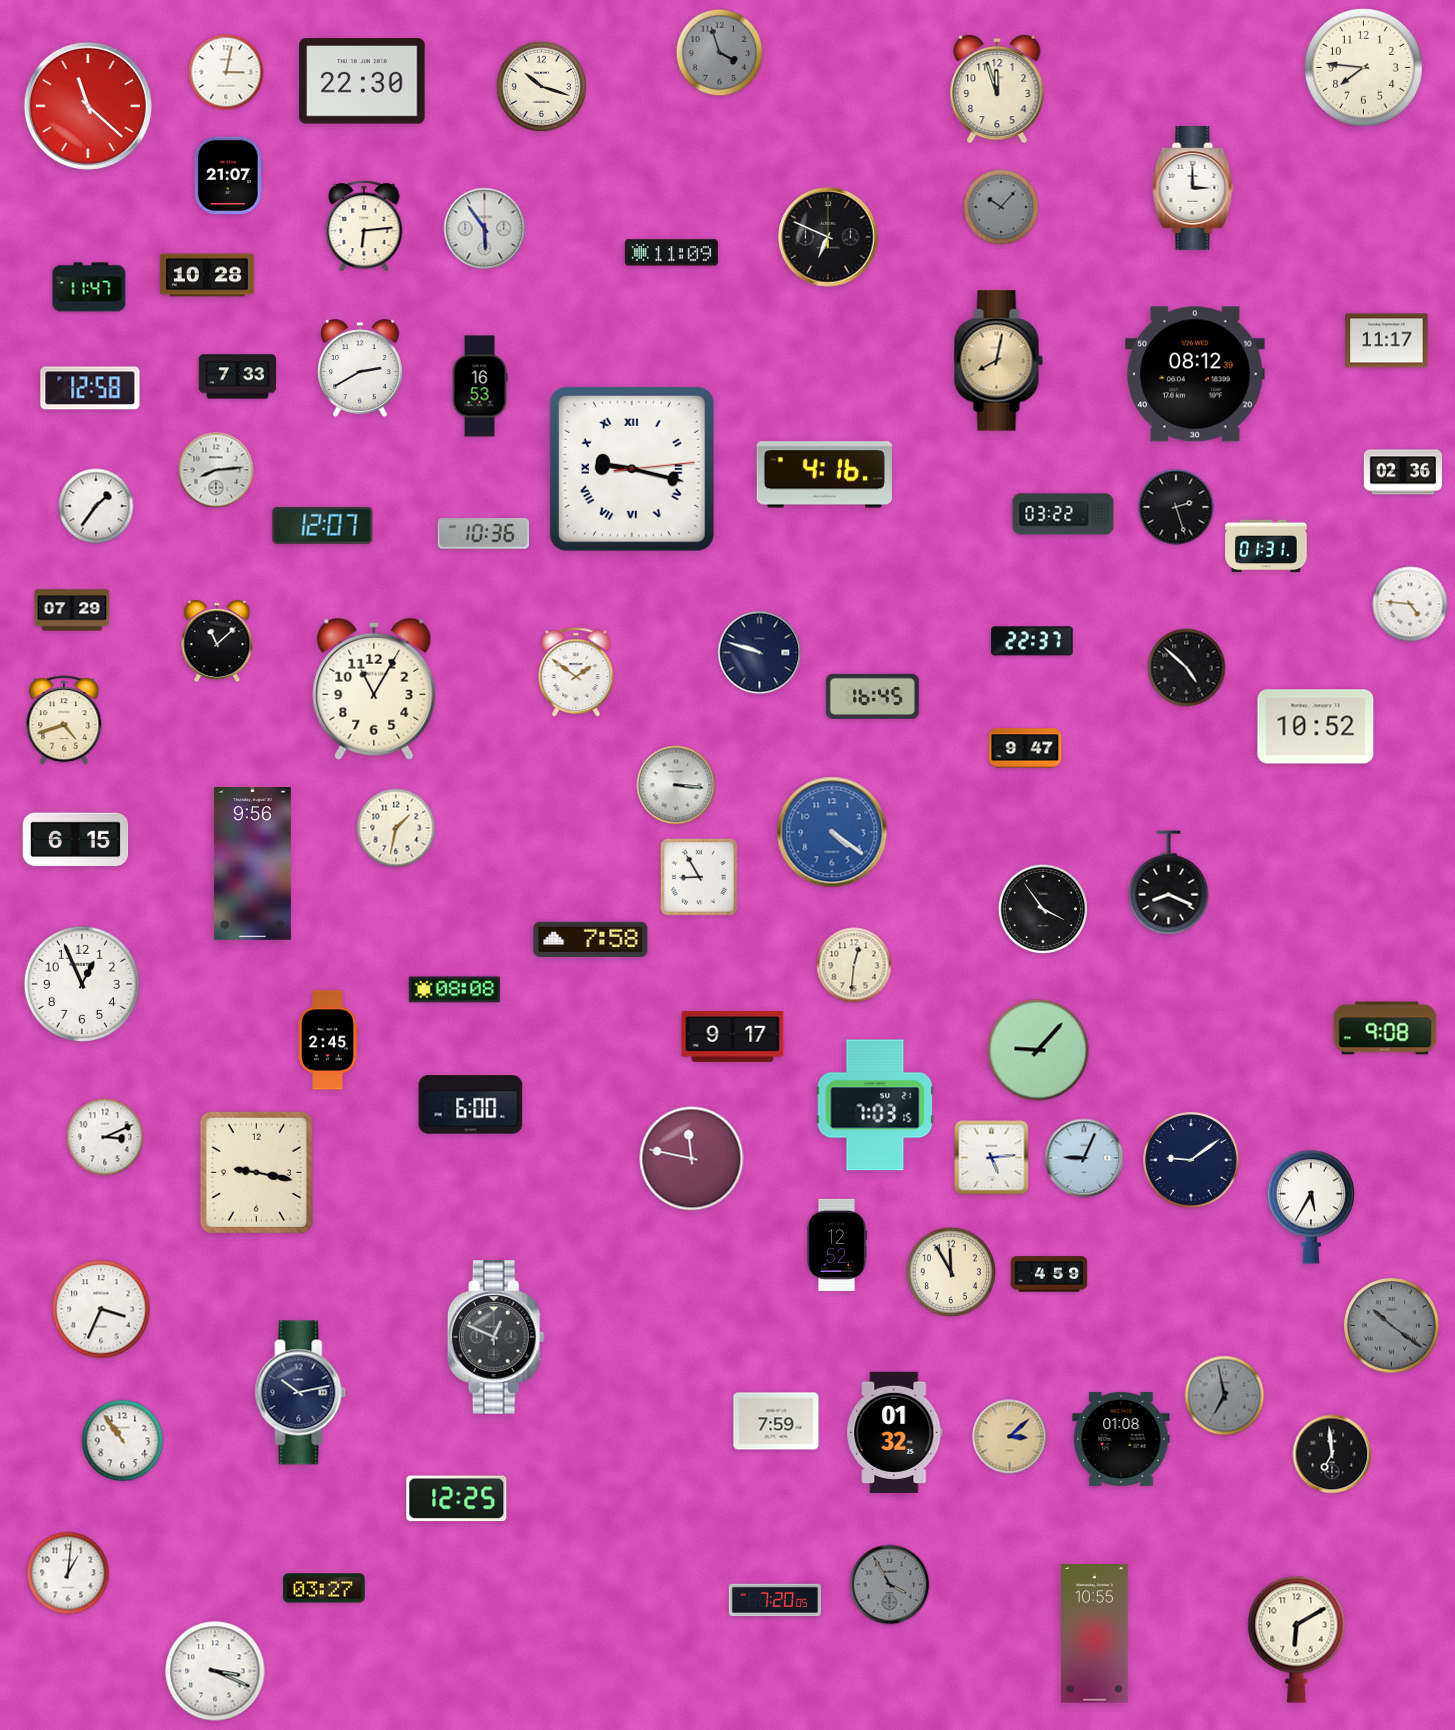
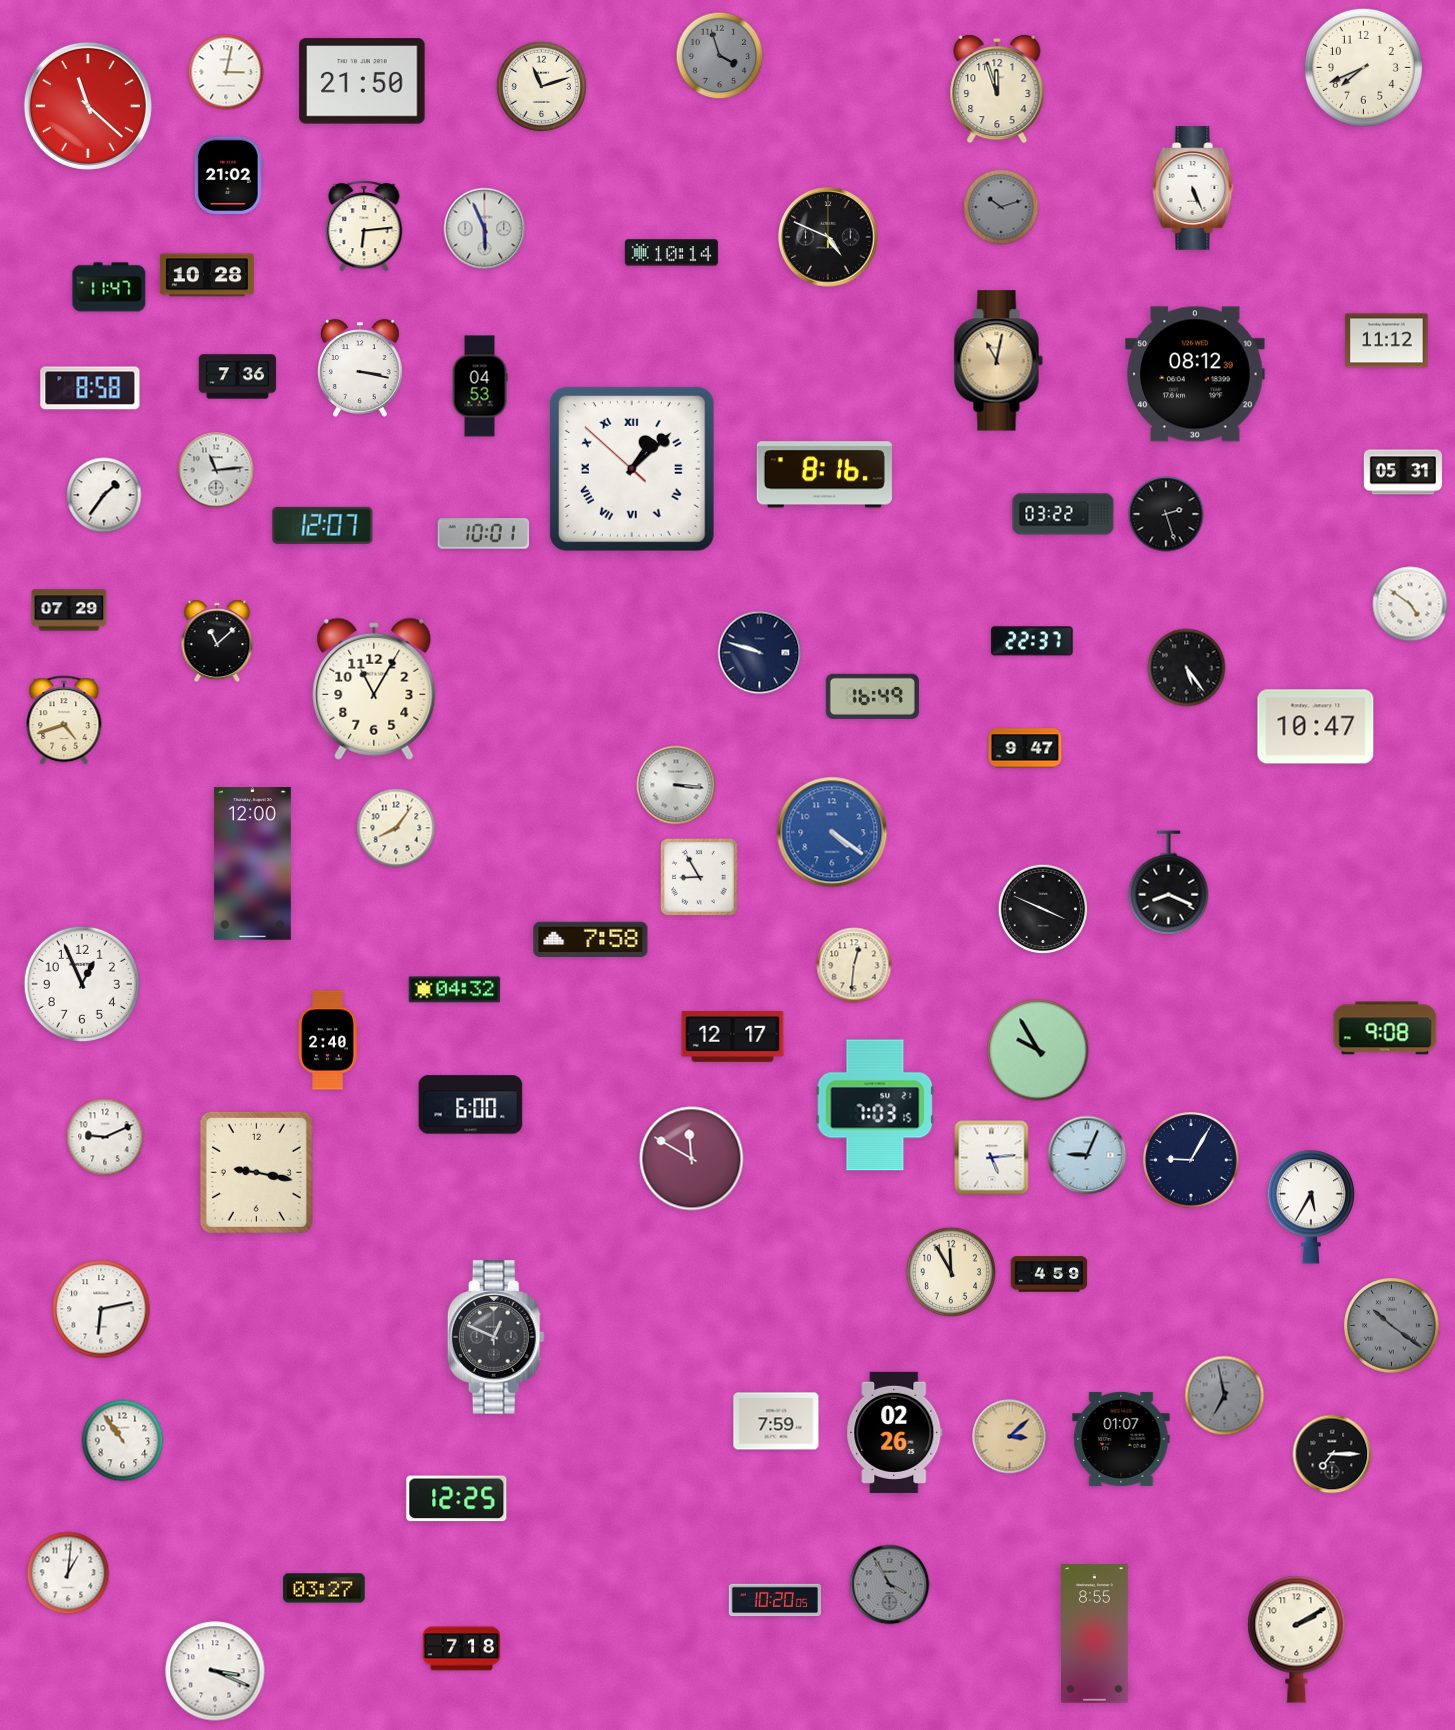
clock at (720, 53) position: (720, 53) -> (720, 56)
clock at (1363, 67): 7:46 -> 7:41
clock at (362, 81): 22:30 -> 21:50
clock at (541, 86): 10:18 -> 11:12
clock at (228, 175): 21:07 -> 21:02
clock at (1193, 189): 3:00 -> 5:26
clock at (1001, 207): 10:07 -> 10:12
clock at (485, 229): 5:54 -> 5:56
clock at (828, 237): 6:49 -> 4:49
clock at (671, 253): 11:09 -> 10:14
clock at (89, 287) position: (89, 287) -> (109, 287)
clock at (1387, 341): 11:17 -> 11:12
clock at (998, 361): 8:02 -> 11:02
clock at (360, 368): 2:40 -> 3:17
clock at (238, 377): 7:33 -> 7:36
clock at (480, 386): 16:53 -> 04:53
clock at (90, 388): 12:58 -> 8:58
clock at (632, 469): 9:17 -> 1:07
clock at (216, 470): 8:14 -> 11:14
clock at (1403, 472): 02:36 -> 05:31
clock at (824, 475): 4:16 -> 8:16
clock at (96, 506) position: (96, 506) -> (104, 495)
clock at (1176, 507) position: (1176, 507) -> (1166, 514)
clock at (483, 534): 10:36 -> 10:01
clock at (1266, 546): 01:31 -> none
clock at (1410, 604): 4:46 -> 4:51
clock at (72, 610) position: (72, 610) -> (69, 610)
clock at (1187, 668): 4:52 -> 5:24
clock at (576, 673): 1:51 -> none
clock at (872, 696): 16:45 -> 16:49
clock at (1316, 727): 10:52 -> 10:47
clock at (396, 828): 1:32 -> 8:06
clock at (76, 840): 6:15 -> none
clock at (252, 864): 9:56 -> 12:00
clock at (1042, 908): 3:54 -> 3:49
clock at (455, 990): 08:08 -> 04:32
clock at (733, 1037): 9:17 -> 12:17
clock at (328, 1040): 2:45 -> 2:40
clock at (1038, 1050): 9:07 -> 9:55
clock at (105, 1137): 3:11 -> 9:11
clock at (1084, 1158) position: (1084, 1158) -> (1087, 1155)
clock at (692, 1159): 11:47 -> 11:50
clock at (1191, 1160): 9:09 -> 9:05
clock at (837, 1244): 12:52 -> none
clock at (101, 1309): 3:34 -> 6:13
clock at (301, 1393): 10:13 -> none
clock at (895, 1432): 01:32 -> 02:26
clock at (1121, 1439): 01:08 -> 01:07
clock at (1332, 1454): 6:59 -> 7:15
clock at (774, 1600): 7:20 -> 10:20
clock at (1095, 1634): 10:55 -> 8:55
clock at (1297, 1639): 6:10 -> 2:10
clock at (462, 1649): none -> 7:18
